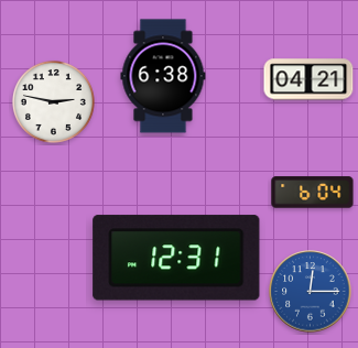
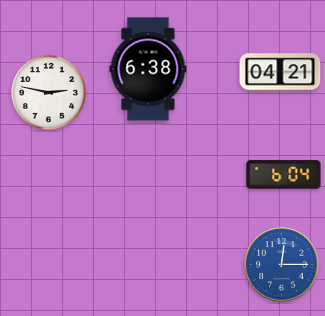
clock at (176, 258): 12:31 -> none
